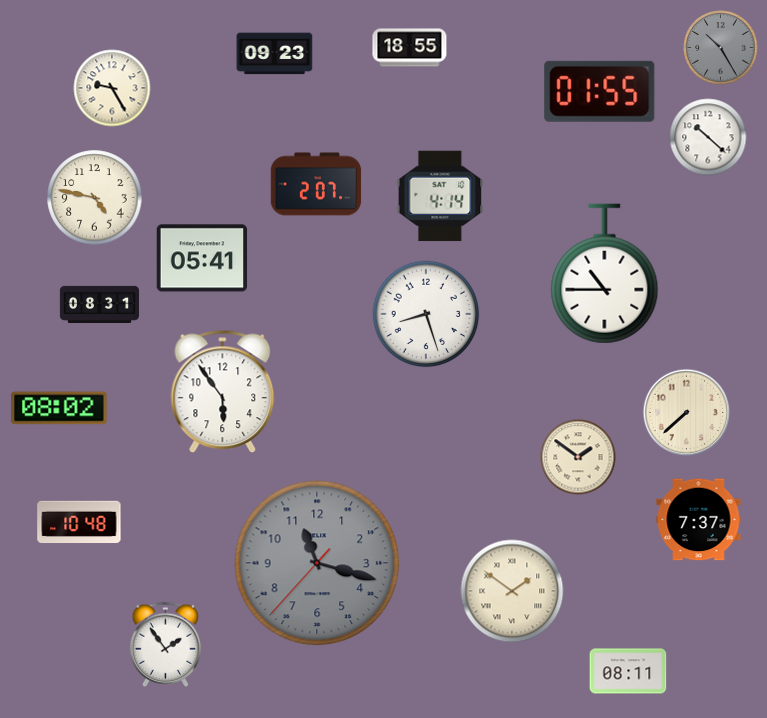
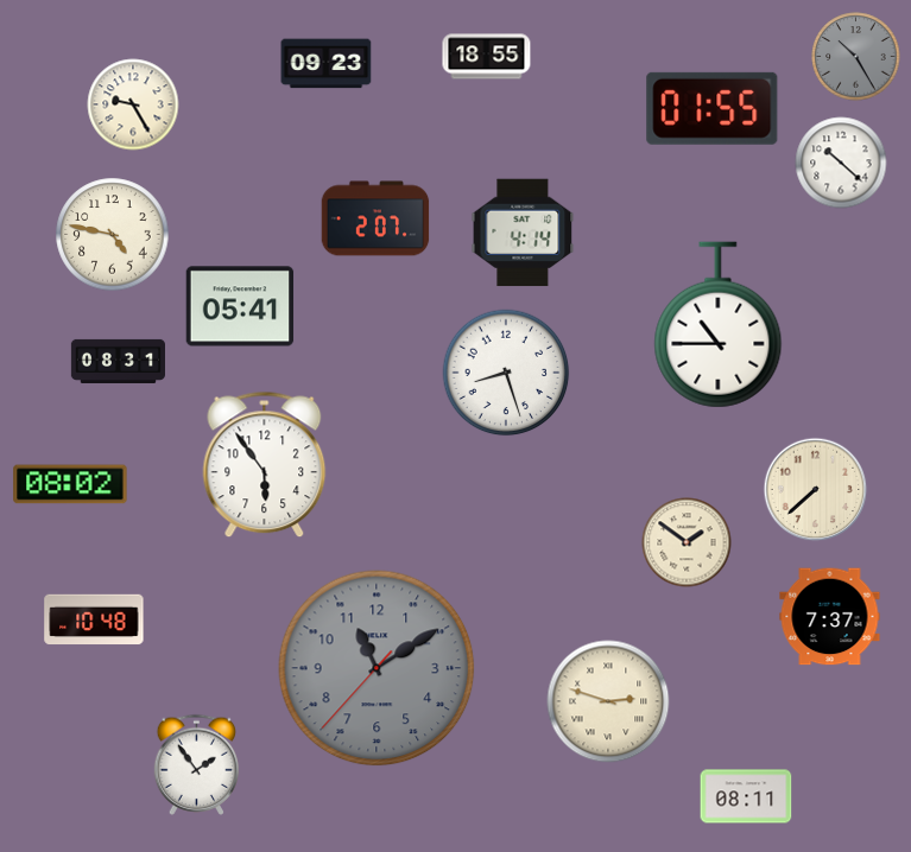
clock at (317, 563): 11:17 -> 11:09
clock at (512, 591): 1:51 -> 2:48
